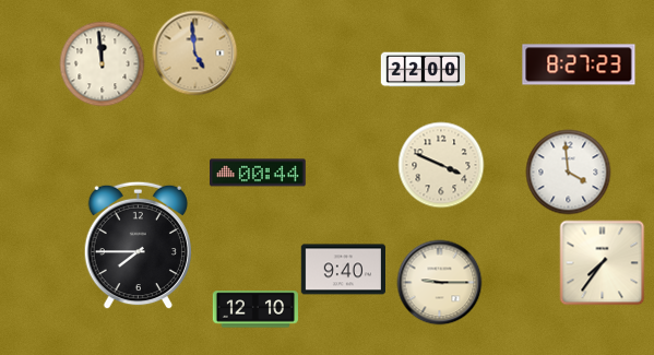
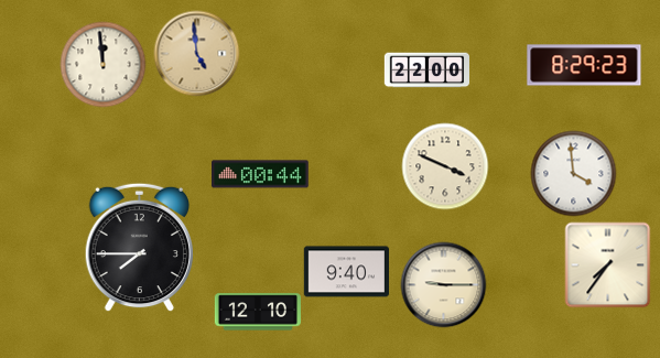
clock at (579, 64): 8:27 -> 8:29
